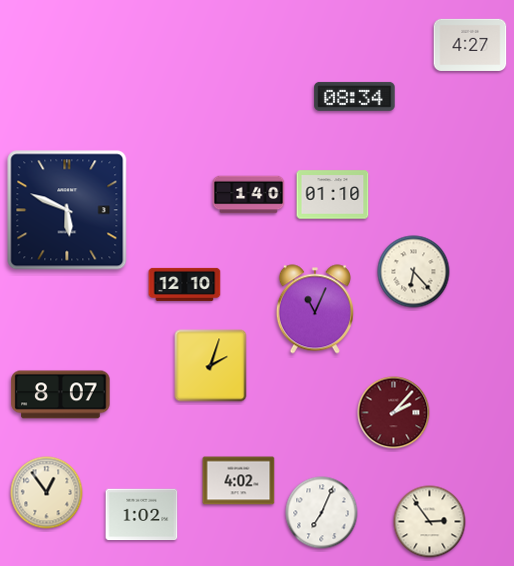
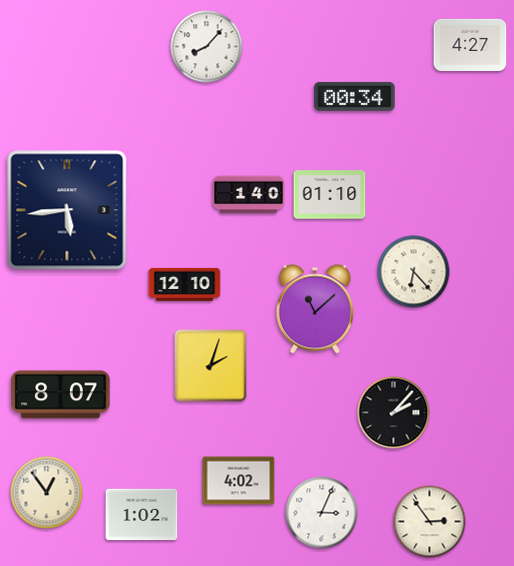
clock at (207, 47): none -> 8:07
clock at (355, 96): 08:34 -> 00:34
clock at (333, 195) position: (333, 195) -> (330, 195)
clock at (67, 210): 5:49 -> 5:44
clock at (315, 309): 11:04 -> 11:08
clock at (394, 413) dial: burgundy -> black
clock at (322, 513): 7:04 -> 3:04
